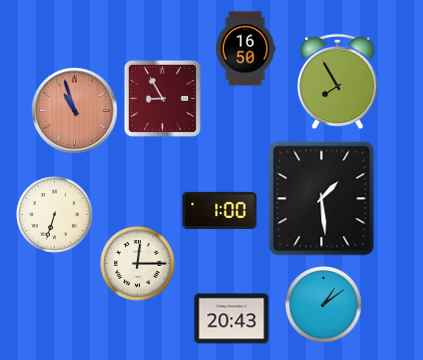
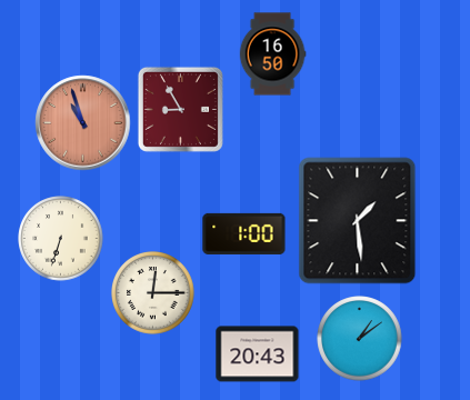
clock at (338, 82): 7:55 -> none
